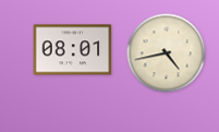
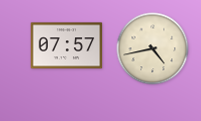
clock at (73, 50): 08:01 -> 07:57
